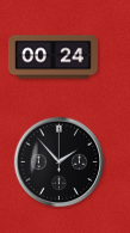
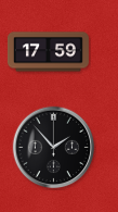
clock at (52, 57): 00:24 -> 17:59
